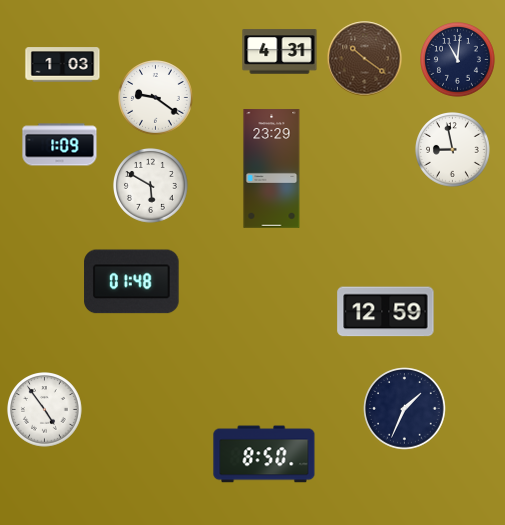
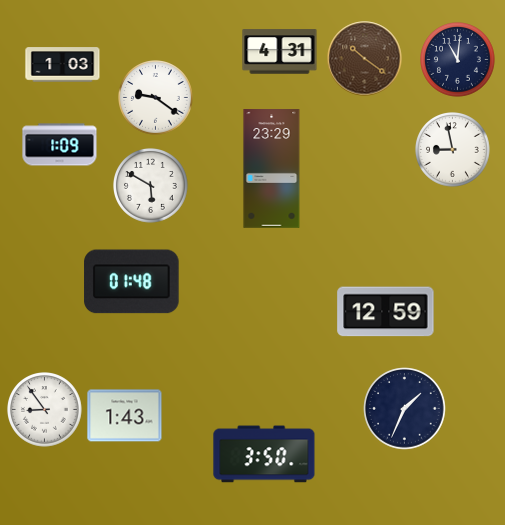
clock at (45, 410): 4:54 -> 8:54
clock at (125, 416): none -> 1:43
clock at (264, 454): 8:50 -> 3:50
